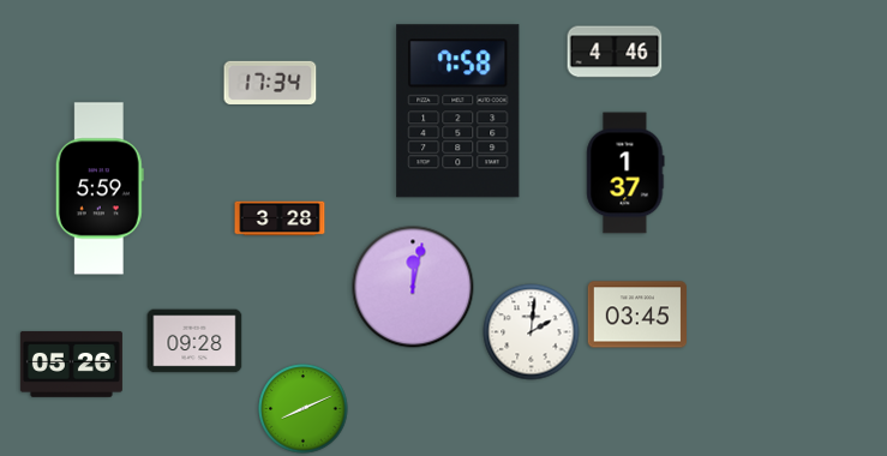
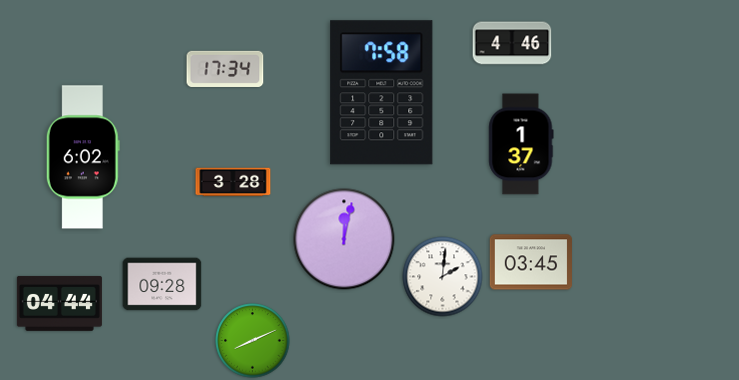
clock at (100, 188): 5:59 -> 6:02
clock at (71, 364): 05:26 -> 04:44
